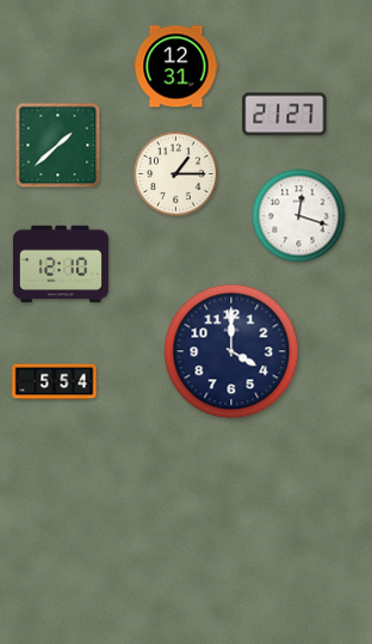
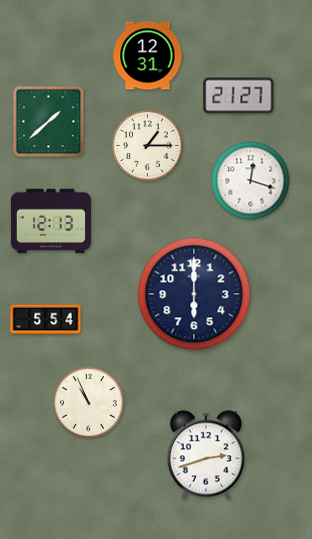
clock at (61, 264): 12:10 -> 12:13
clock at (231, 351): 4:00 -> 6:00
clock at (89, 403): none -> 10:56
clock at (205, 455): none -> 2:42
